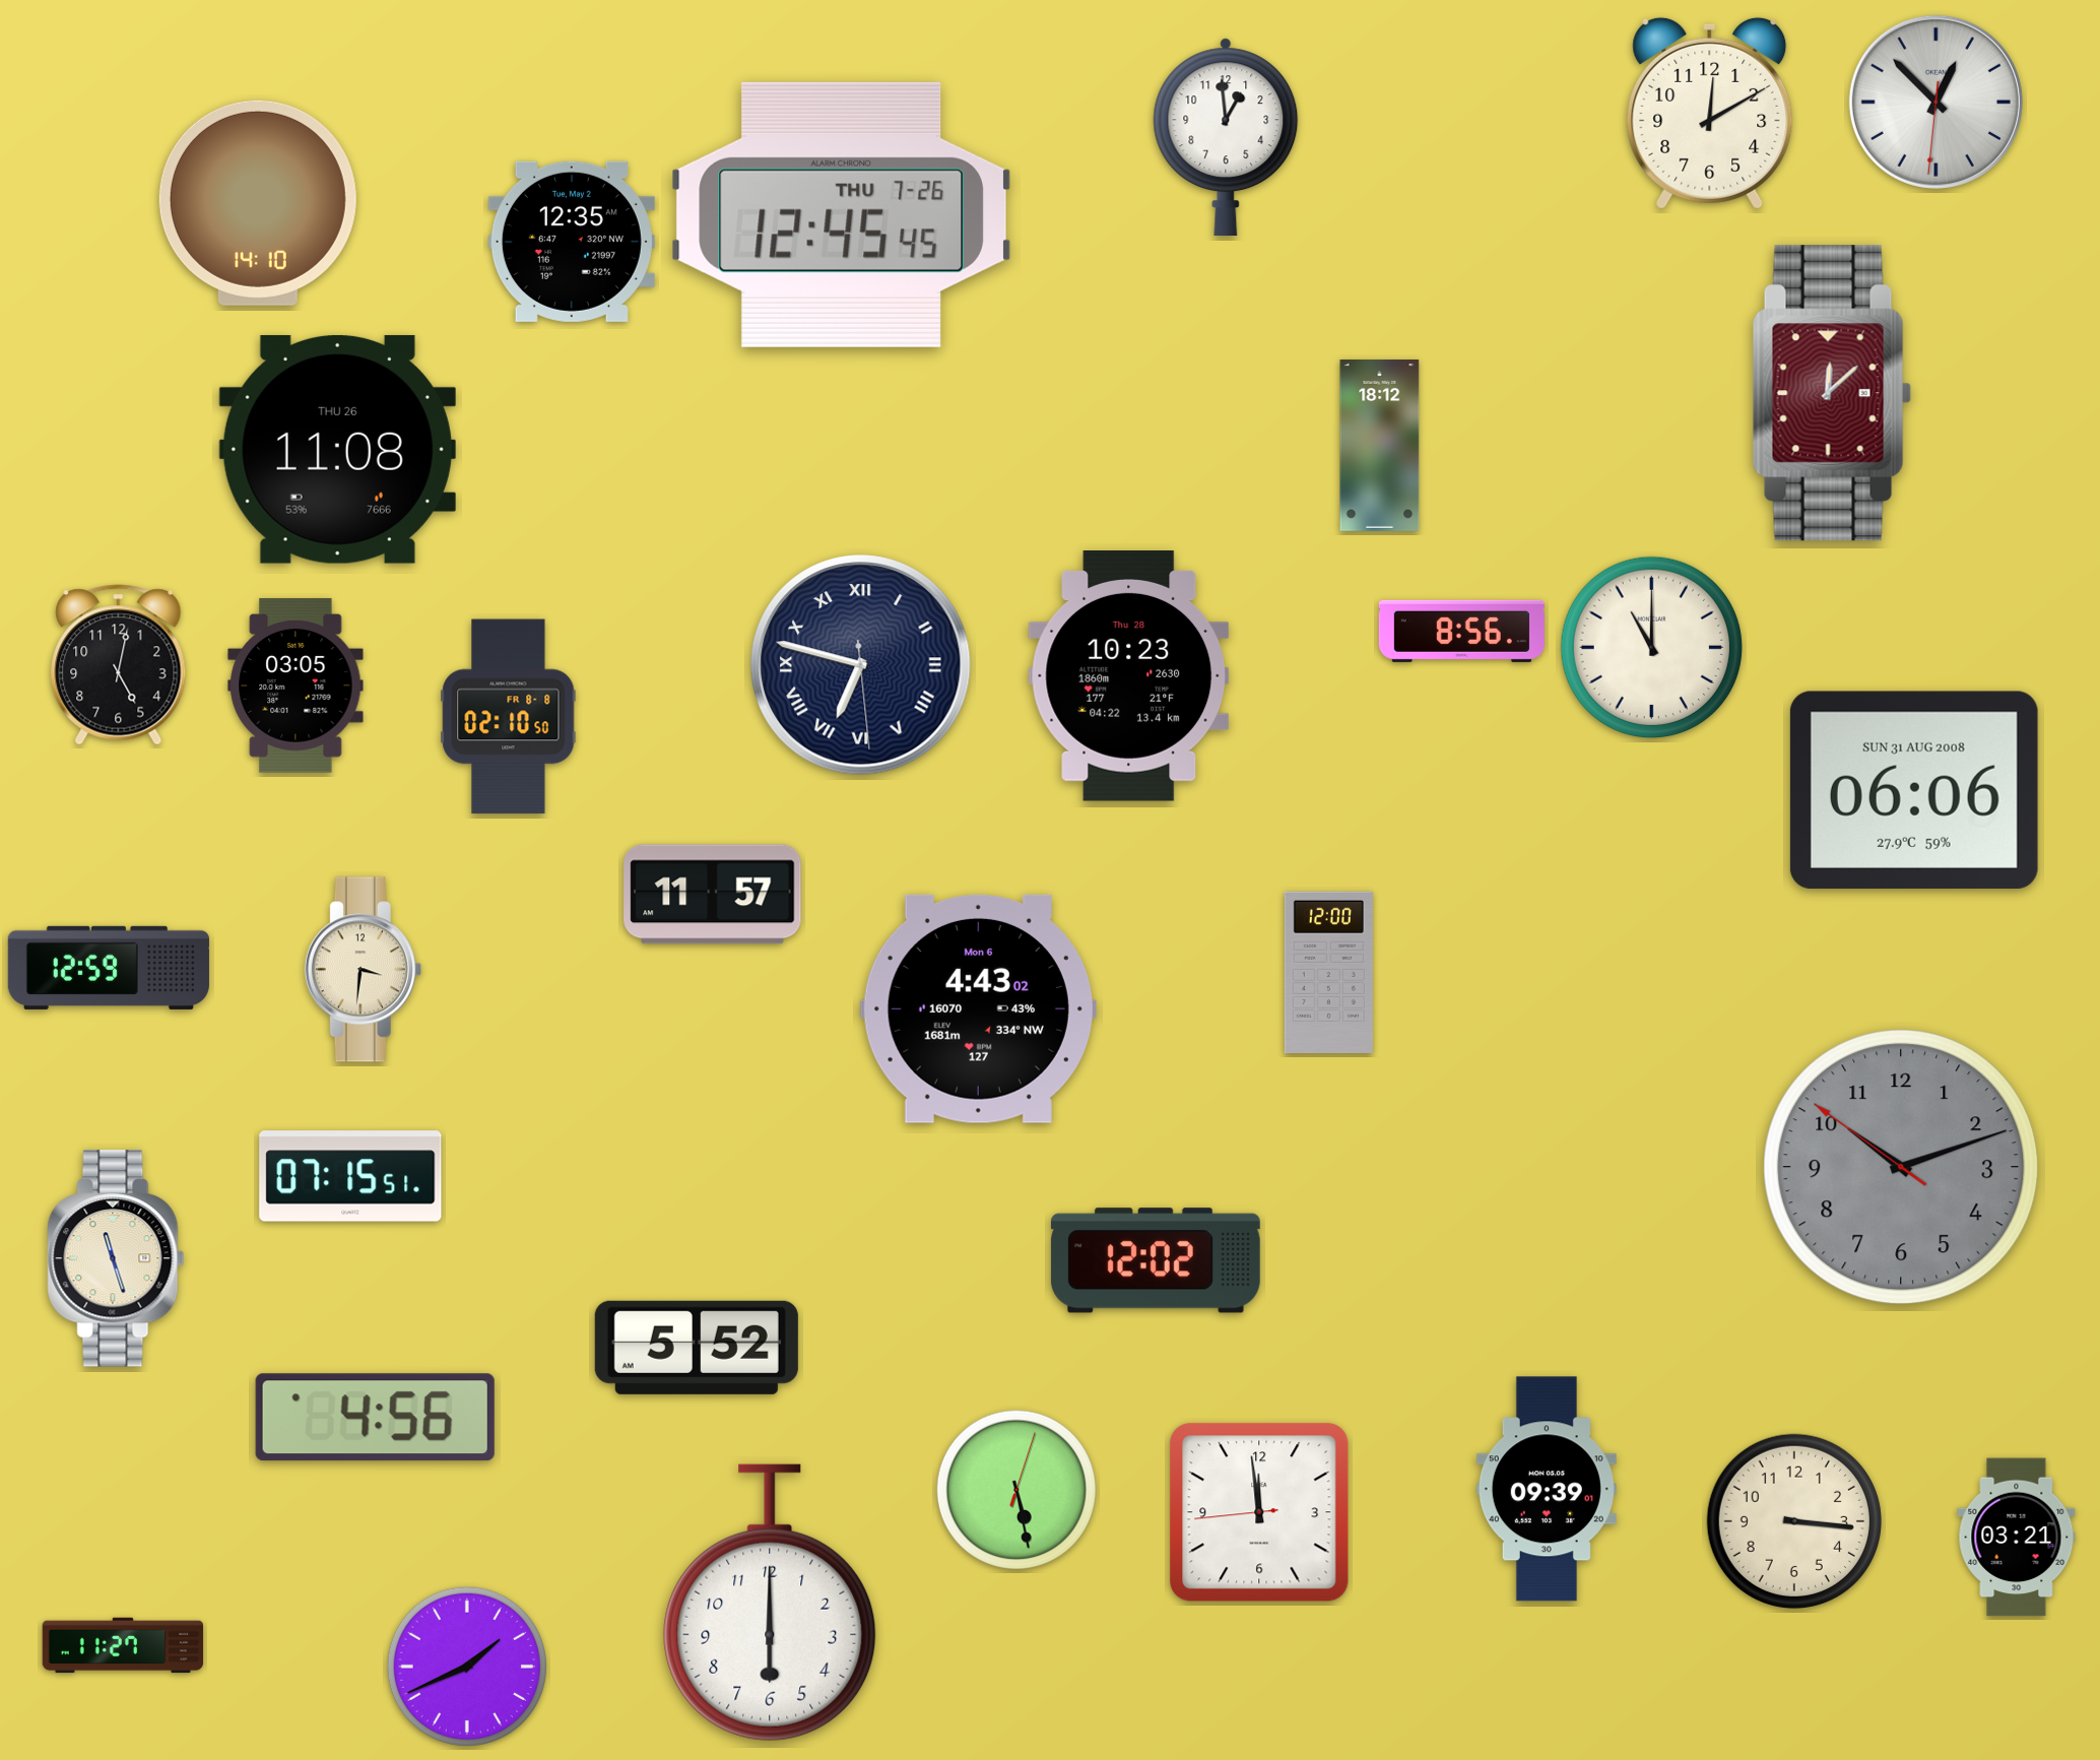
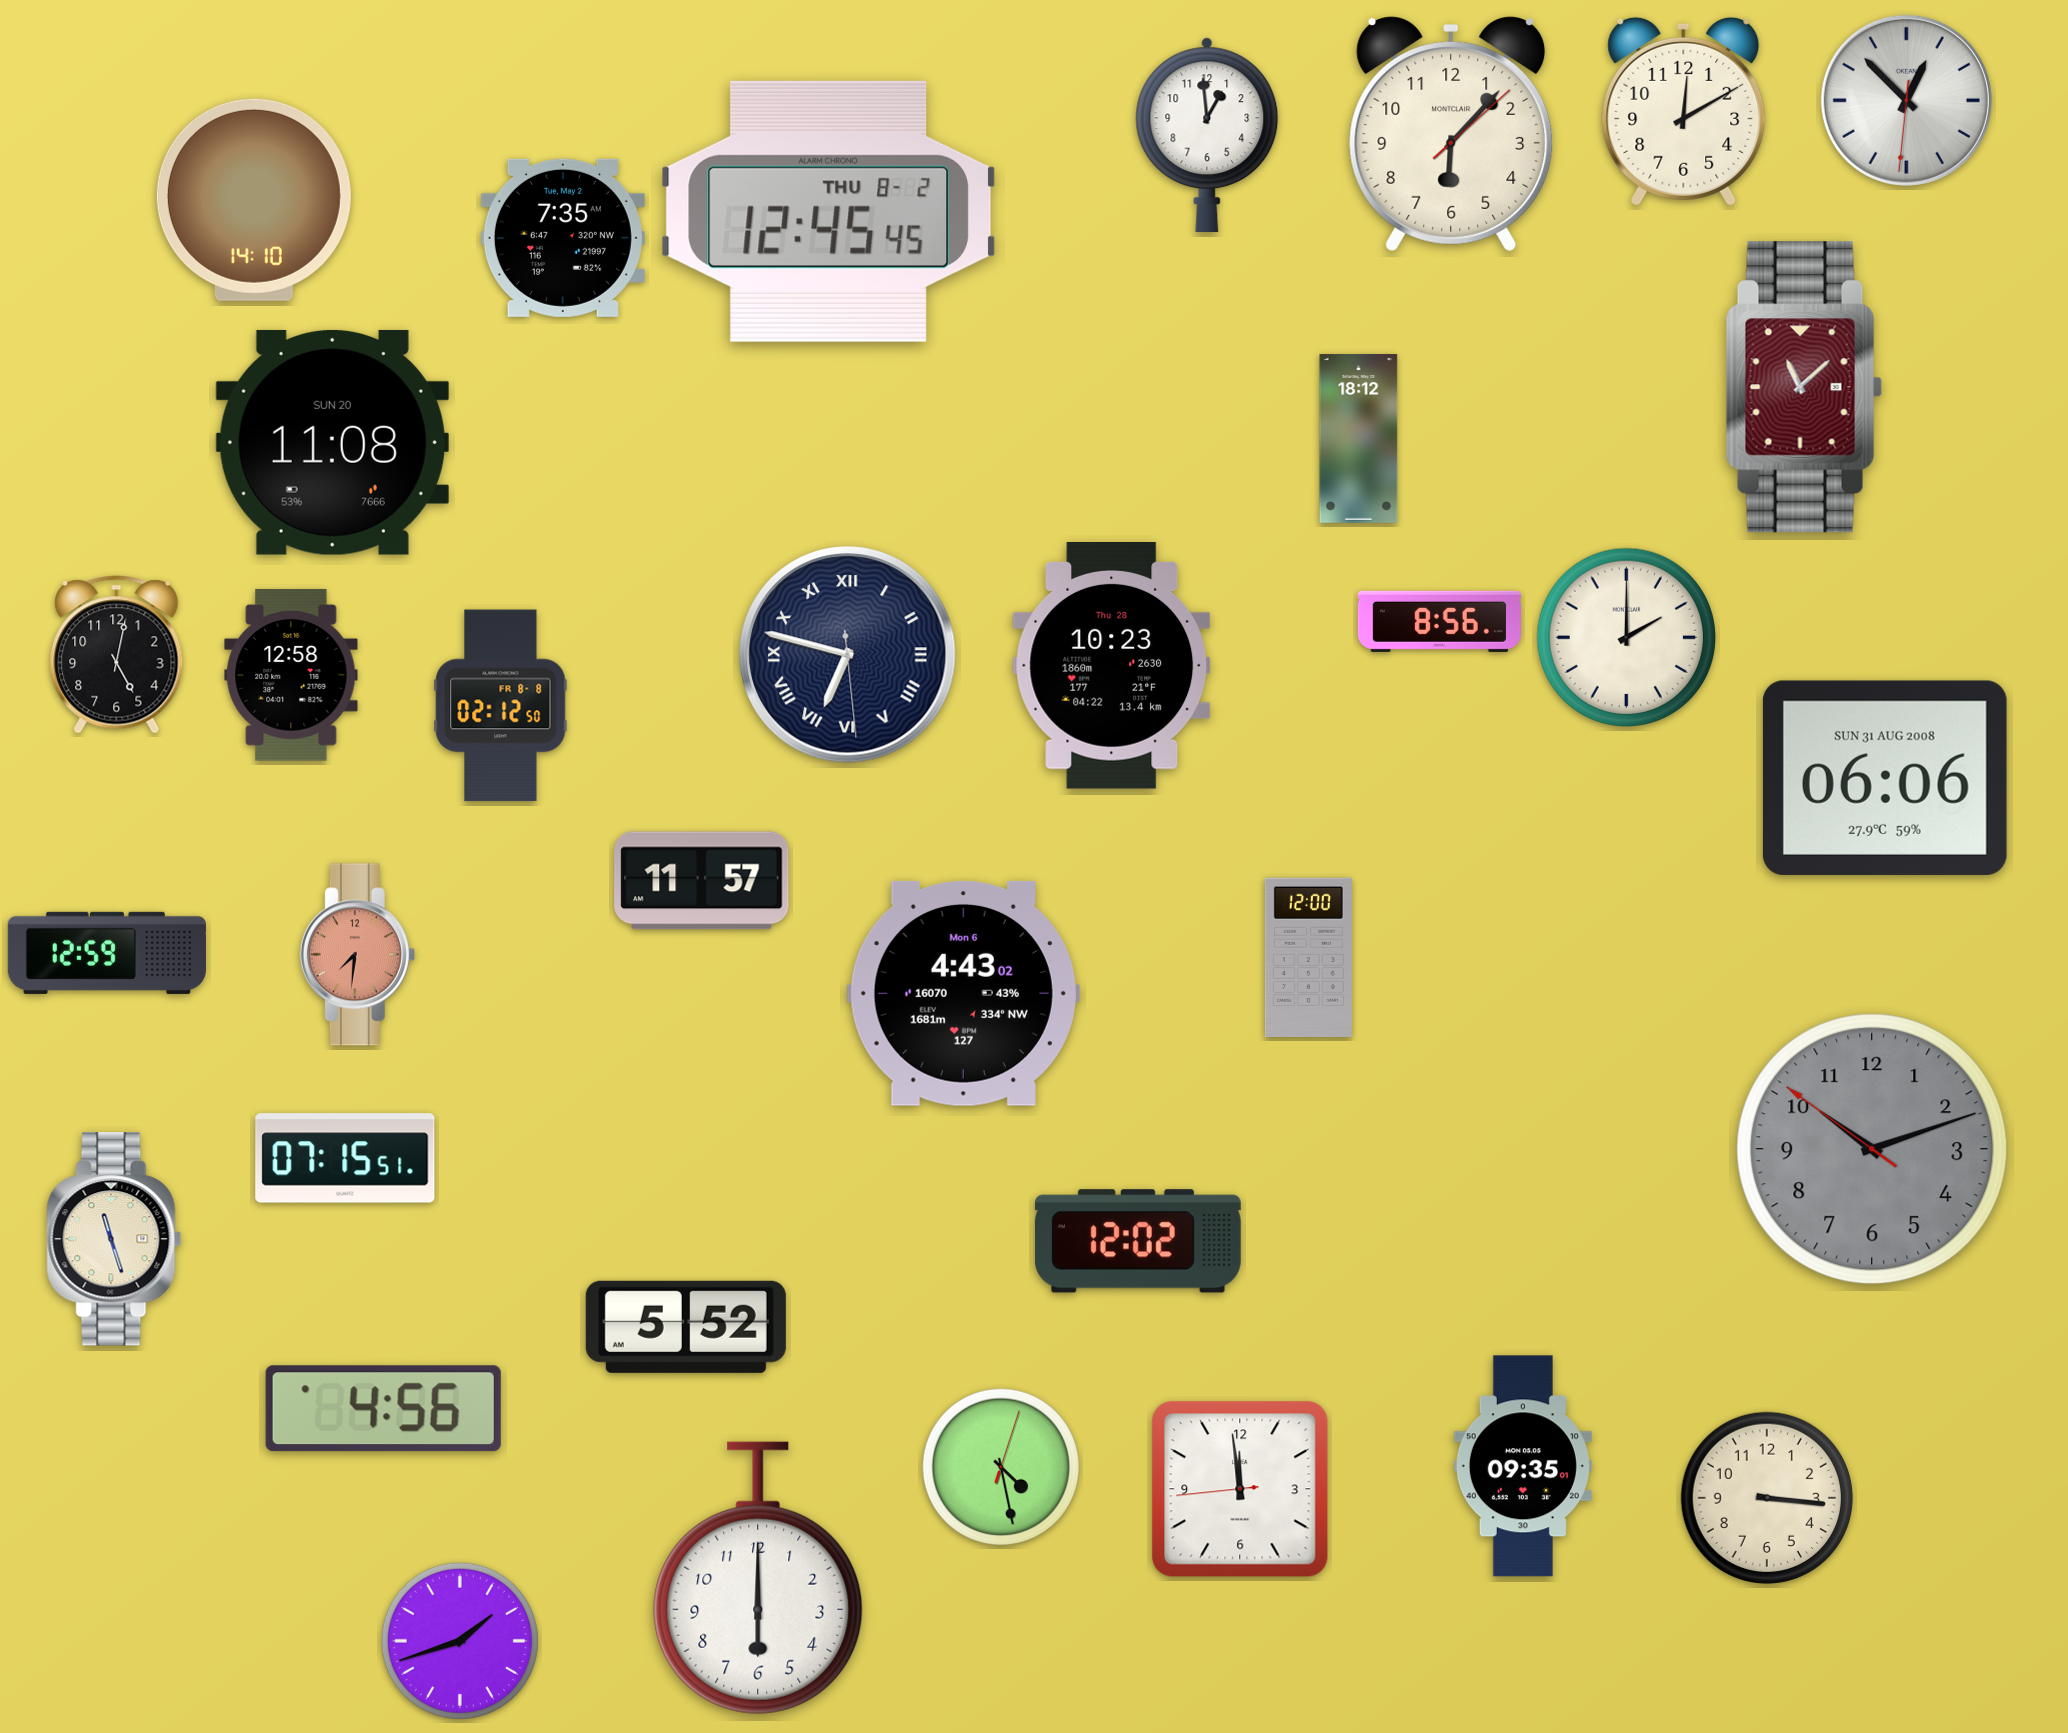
clock at (1451, 134): none -> 6:07
clock at (841, 214) date: THU 7-26 -> THU 8-2
clock at (572, 242): 12:35 -> 7:35
clock at (1832, 393): 12:08 -> 11:08
clock at (337, 449) date: THU 26 -> SUN 20
clock at (1651, 647): 11:00 -> 2:00
clock at (296, 686): 03:05 -> 12:58
clock at (509, 717): 02:10 -> 02:12
clock at (363, 970): 3:31 -> 7:31
clock at (363, 970) dial: cream -> salmon
clock at (375, 1418) position: (375, 1418) -> (383, 1409)
clock at (1547, 1489): 09:39 -> 09:35
clock at (1016, 1490): 5:28 -> 4:28
clock at (2017, 1538): 03:21 -> none
clock at (123, 1645): 11:27 -> none
clock at (467, 1667): 1:41 -> 1:42
